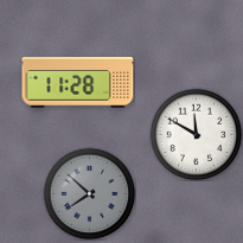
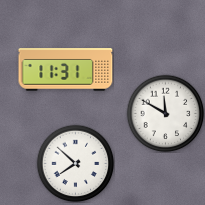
clock at (78, 83): 11:28 -> 11:31
clock at (89, 193) dial: grey -> white
